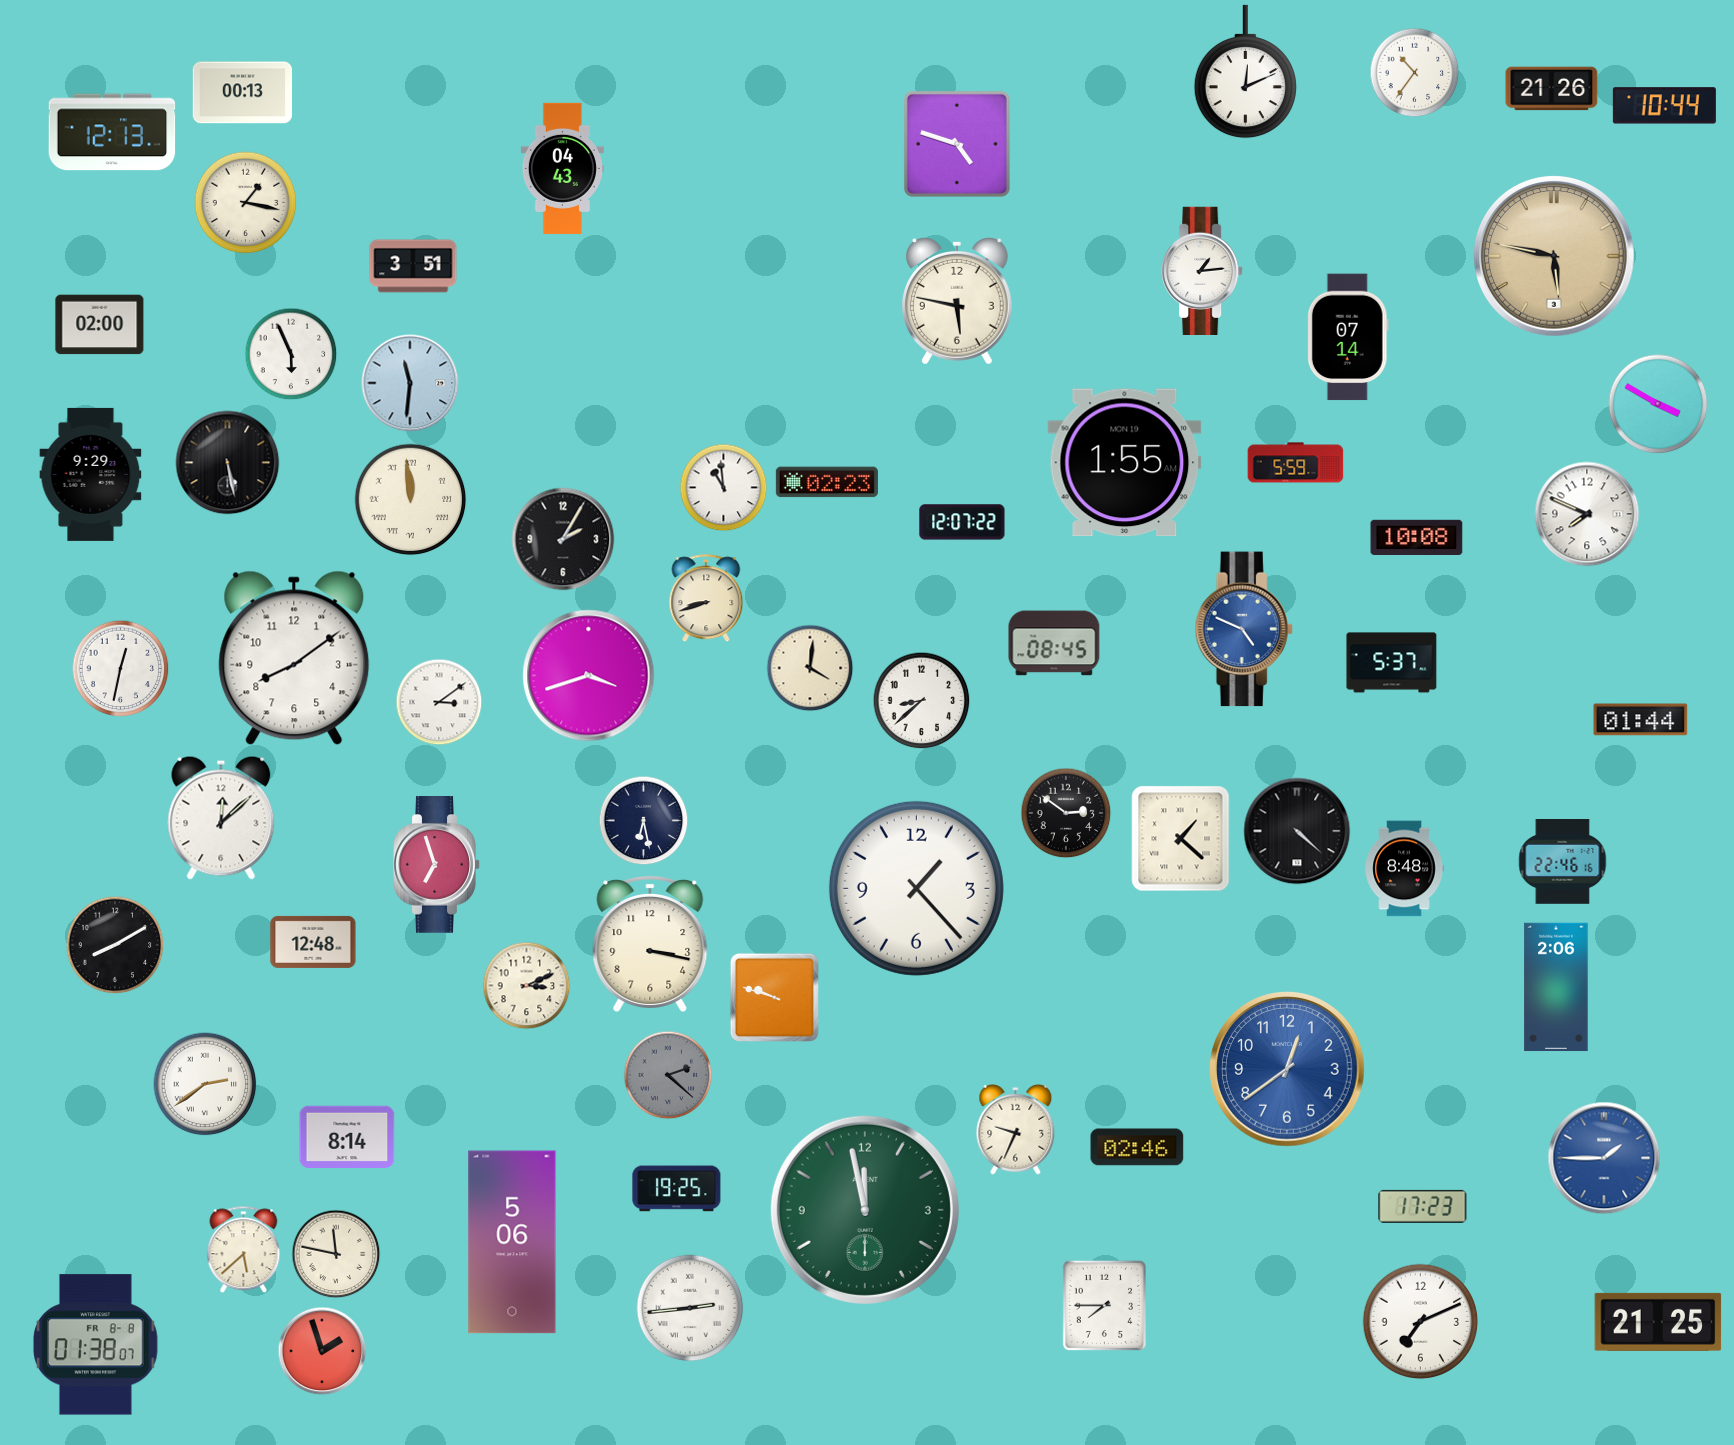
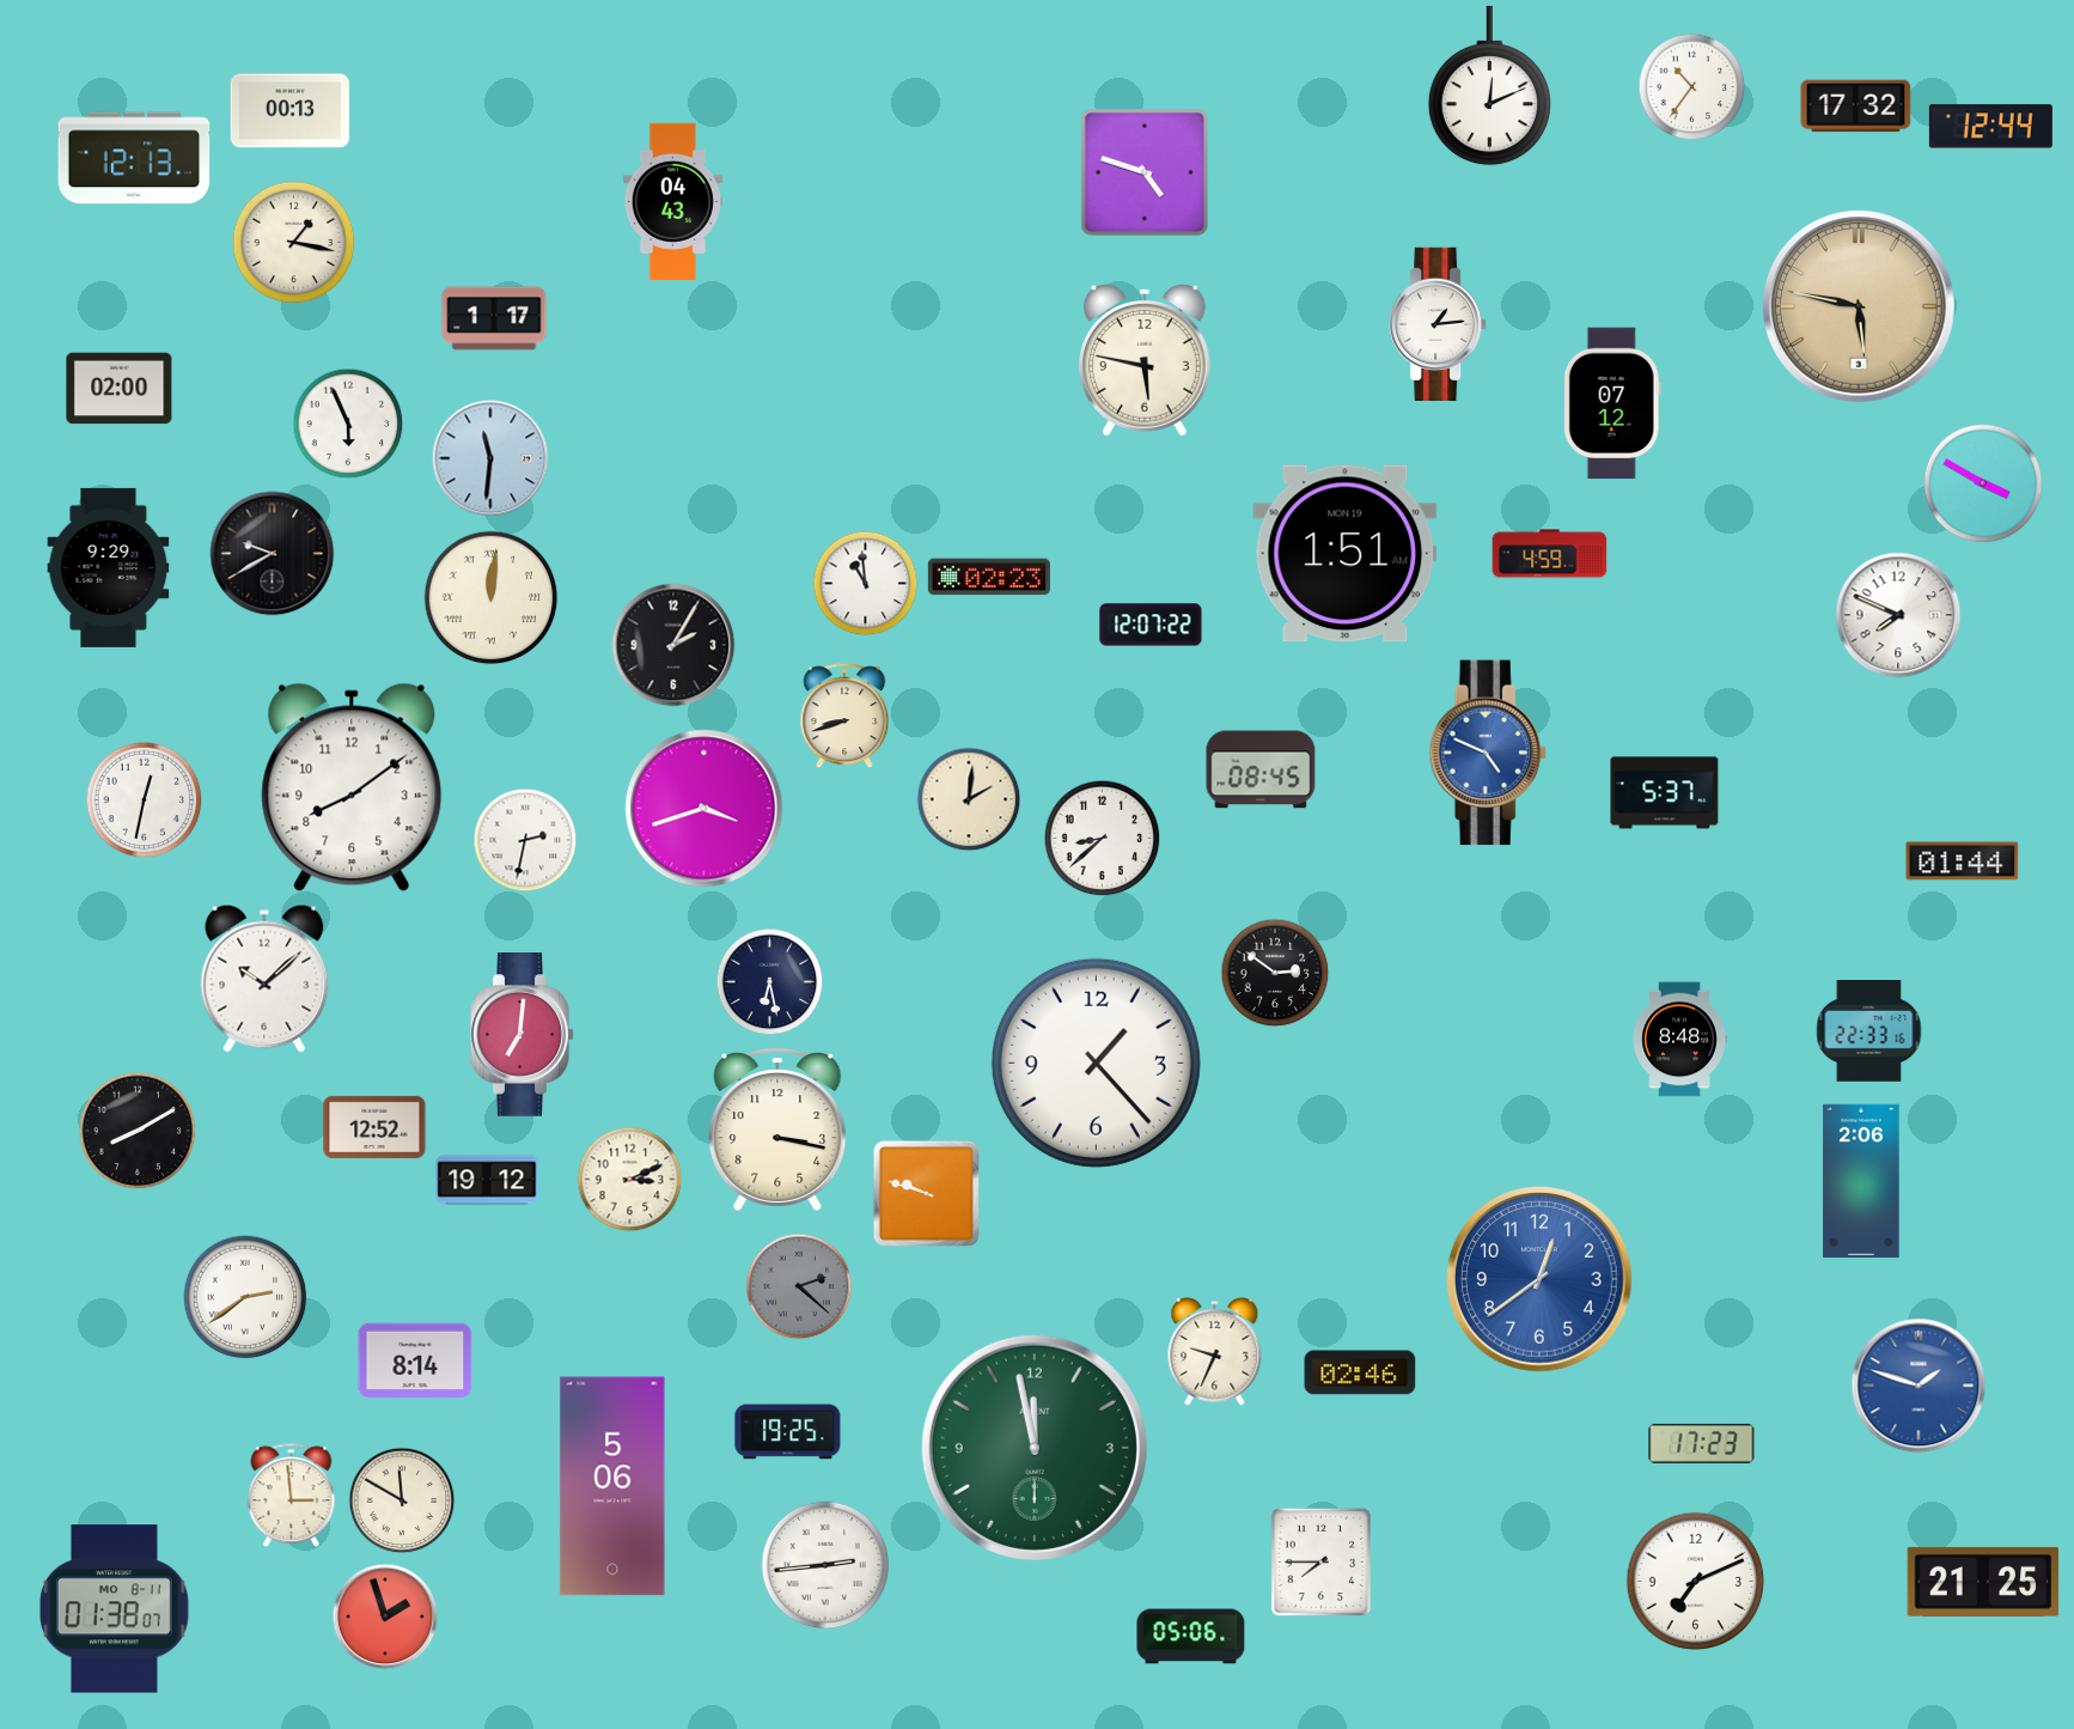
clock at (1552, 89): 21:26 -> 17:32
clock at (1664, 106): 10:44 -> 12:44
clock at (413, 266): 3:51 -> 1:17
clock at (1348, 337): 07:14 -> 07:12
clock at (228, 463): 5:28 -> 9:40
clock at (1125, 463): 1:55 -> 1:51
clock at (1296, 463): 5:59 -> 4:59
clock at (411, 500): 11:59 -> 12:01
clock at (1417, 537): 10:08 -> none
clock at (810, 668): 4:01 -> 2:01
clock at (439, 702): 3:09 -> 2:32
clock at (221, 818): 12:08 -> 10:08
clock at (1297, 831): 4:22 -> none
clock at (1181, 839): 1:22 -> none
clock at (1563, 862): 22:46 -> 22:33
clock at (437, 865): 6:57 -> 7:01
clock at (313, 942): 12:48 -> 12:52
clock at (487, 1180): none -> 19:12
clock at (1604, 1158): 1:45 -> 1:48
clock at (677, 1189) position: (677, 1189) -> (788, 1432)
clock at (244, 1250): 5:38 -> 2:59
clock at (336, 1254): 11:47 -> 11:50
clock at (1421, 1322) position: (1421, 1322) -> (1696, 1582)
clock at (96, 1345) date: FR 8-8 -> MO 8-11
clock at (1191, 1637): none -> 05:06
